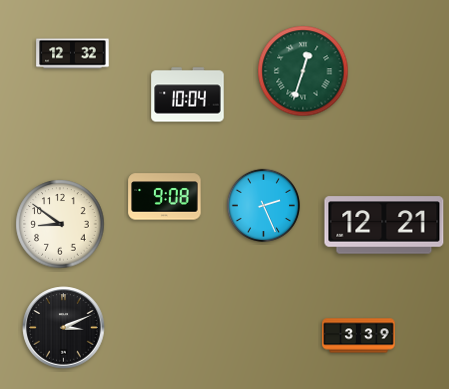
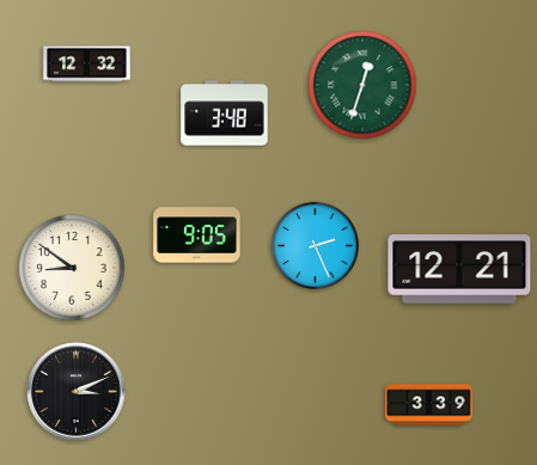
clock at (188, 95): 10:04 -> 3:48
clock at (165, 197): 9:08 -> 9:05
clock at (359, 336) position: (359, 336) -> (429, 405)
